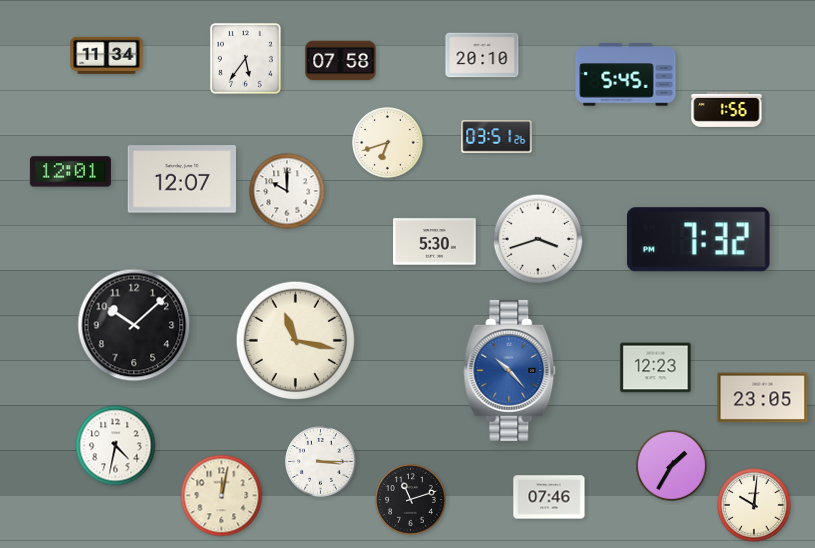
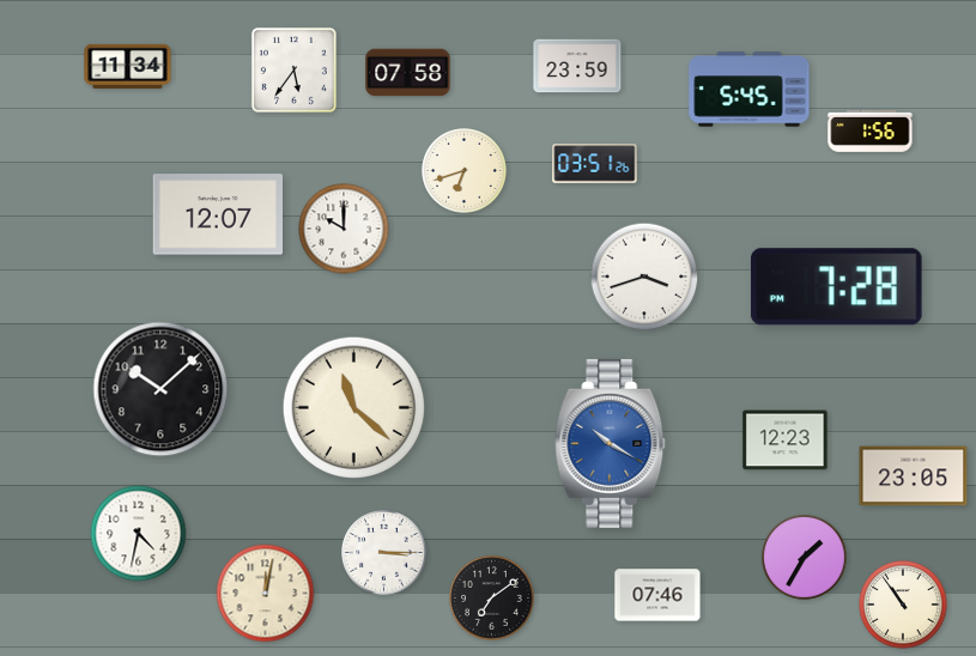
clock at (482, 55): 20:10 -> 23:59
clock at (70, 172): 12:01 -> none
clock at (538, 239) position: (538, 239) -> (644, 277)
clock at (698, 240): 7:32 -> 7:28
clock at (435, 242): 5:30 -> none
clock at (295, 340): 11:17 -> 11:22
clock at (510, 370): 10:23 -> 10:20
clock at (411, 500): 11:12 -> 7:09
clock at (754, 505): 10:01 -> 10:54
